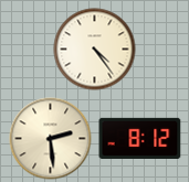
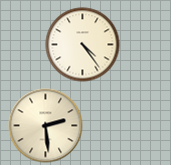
clock at (95, 50) position: (95, 50) -> (83, 45)
clock at (140, 138): 8:12 -> none
